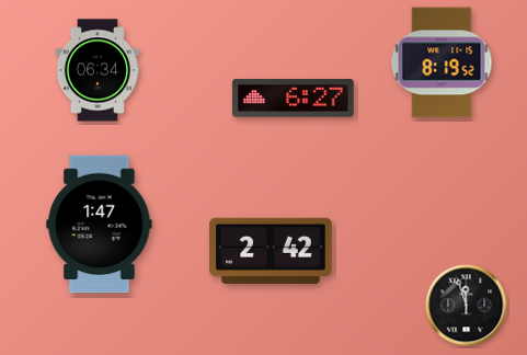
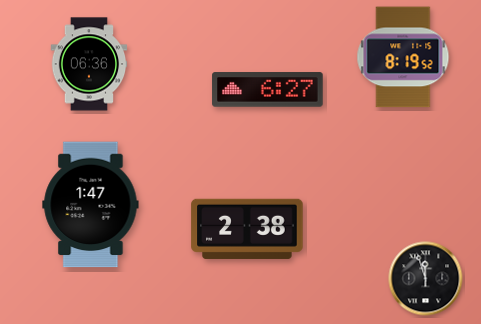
clock at (98, 70): 06:34 -> 06:36
clock at (271, 251): 2:42 -> 2:38
